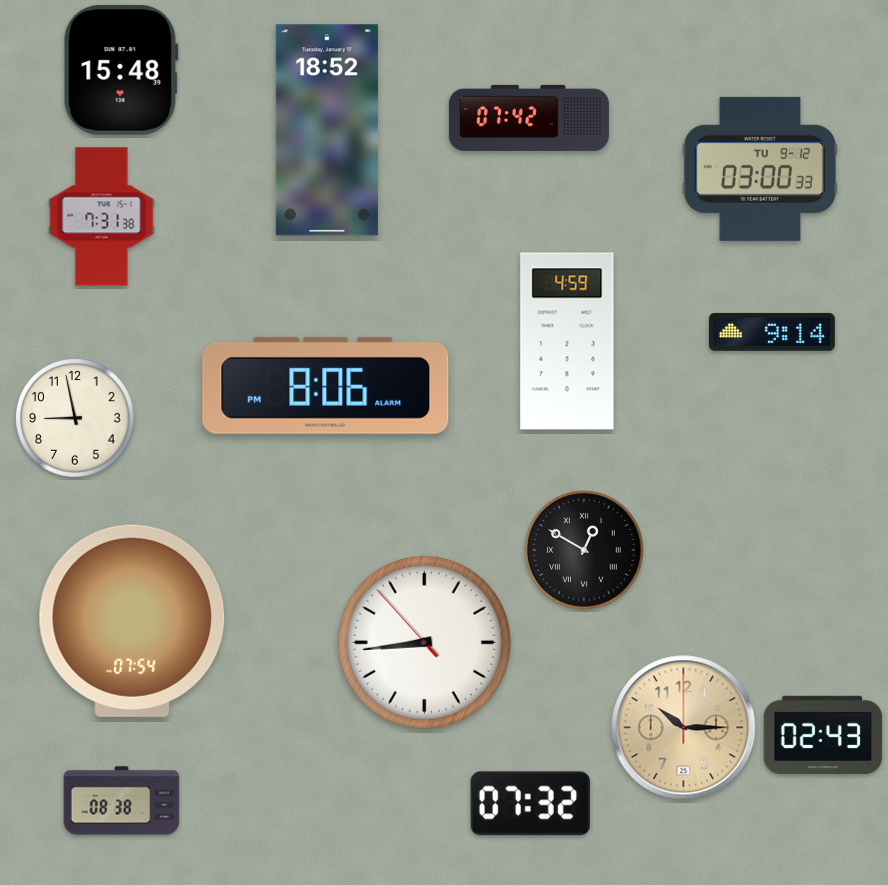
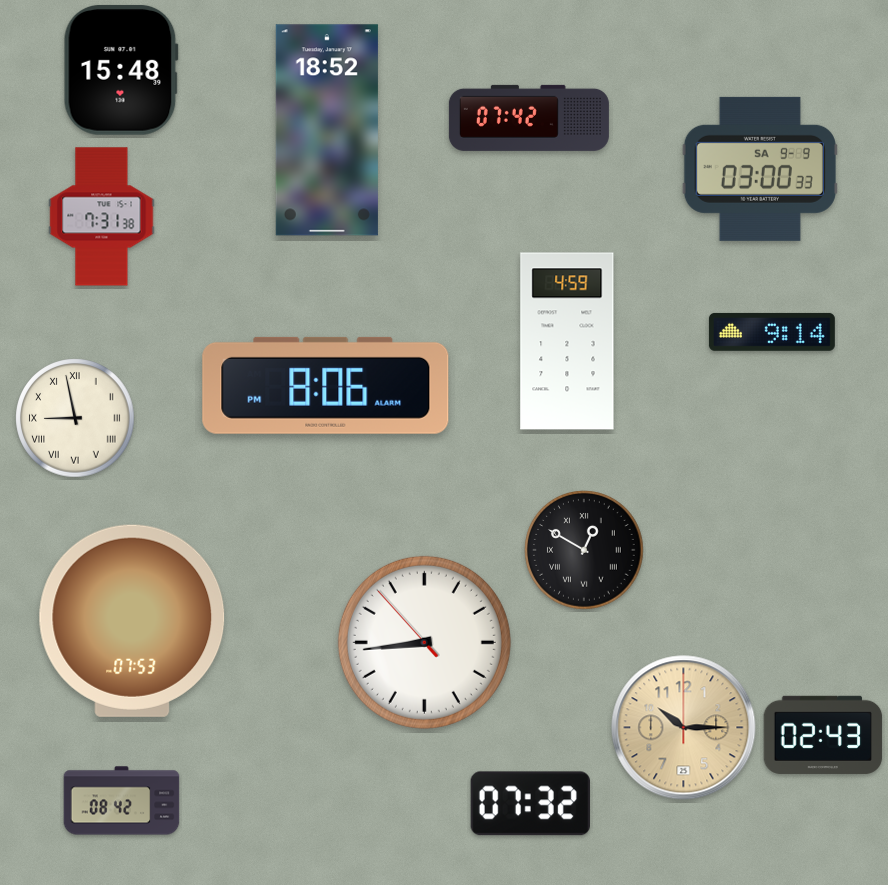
clock at (760, 169) date: TU 9-12 -> SA 9-9
clock at (75, 418) numerals: Arabic -> Roman
clock at (132, 621): 07:54 -> 07:53
clock at (122, 801): 08:38 -> 08:42
